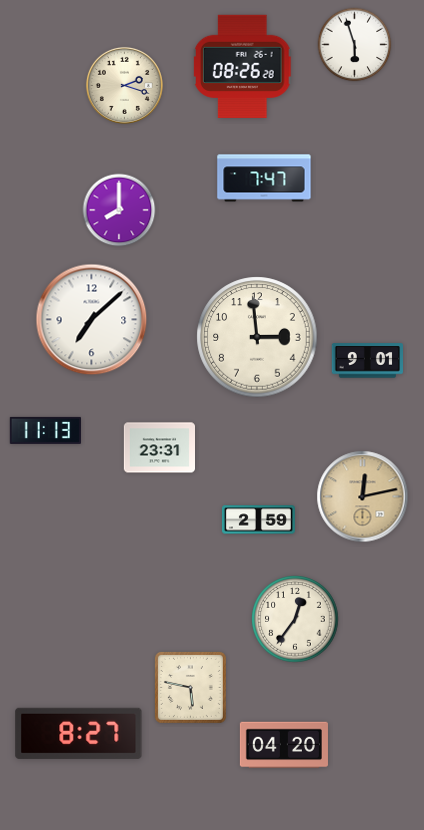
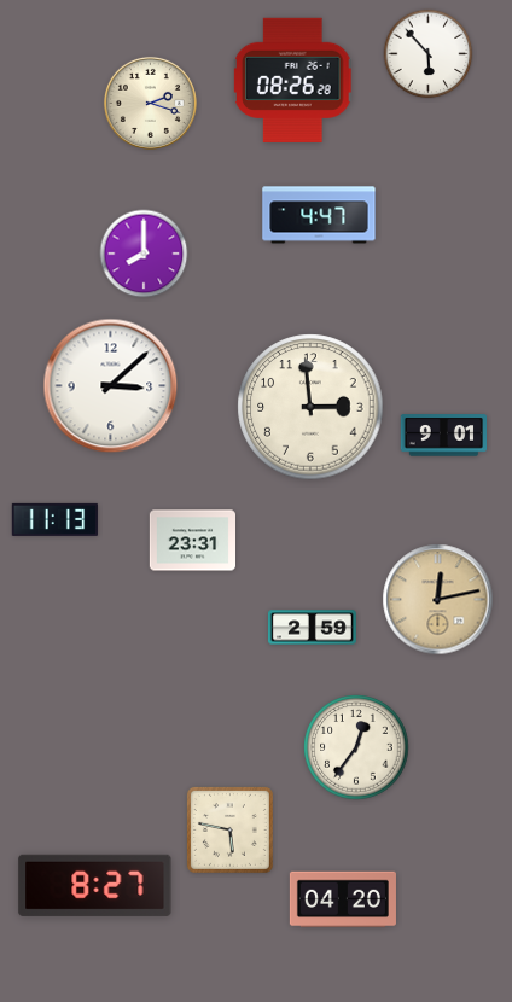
clock at (355, 45): 5:57 -> 5:53
clock at (264, 178): 7:47 -> 4:47
clock at (92, 320): 7:08 -> 3:08
